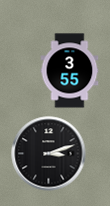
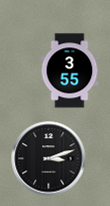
clock at (49, 154) position: (49, 154) -> (49, 159)
